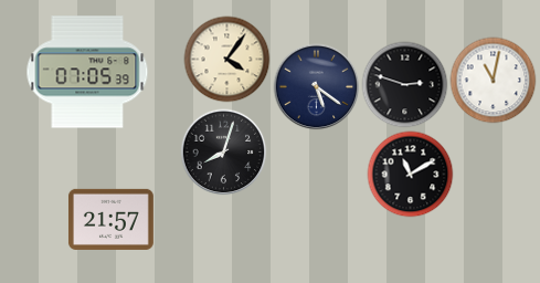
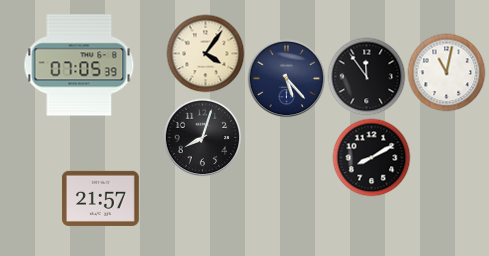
clock at (404, 84): 2:48 -> 11:54
clock at (316, 86): 5:21 -> 5:23
clock at (410, 174): 11:10 -> 8:10
